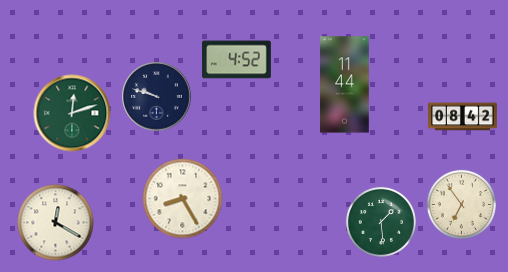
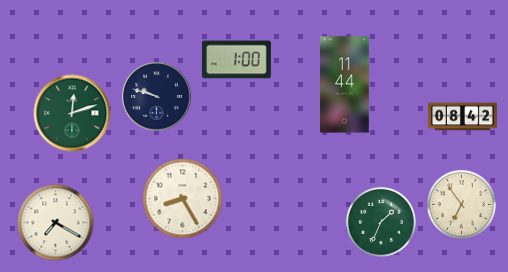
clock at (237, 60): 4:52 -> 1:00
clock at (381, 222): 1:29 -> 1:34
clock at (56, 223): 12:20 -> 7:20
